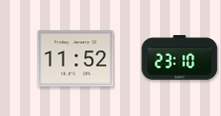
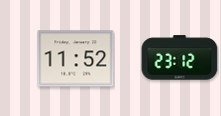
clock at (180, 58): 23:10 -> 23:12
